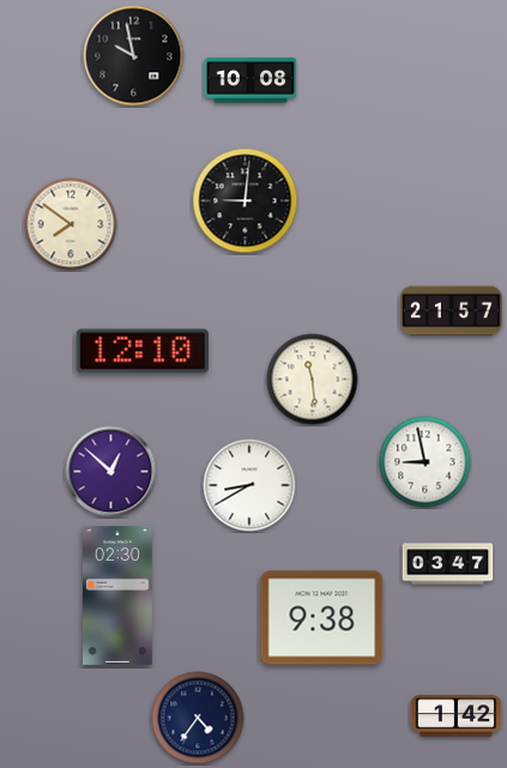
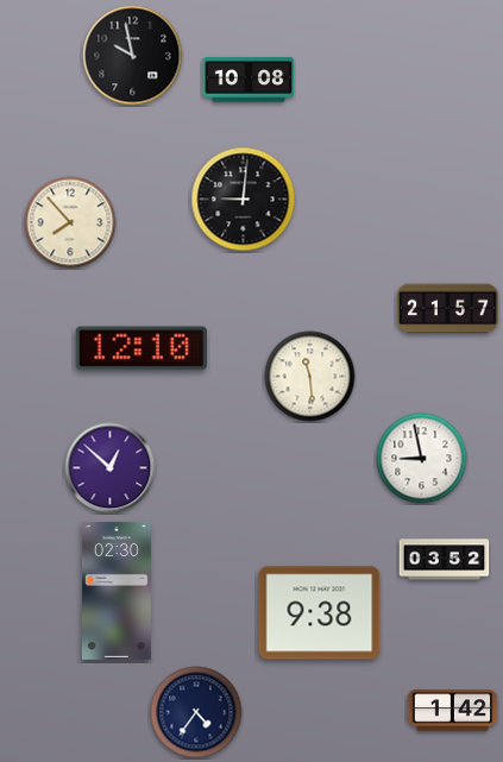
clock at (71, 224): 7:51 -> 7:53
clock at (249, 485): 8:40 -> none
clock at (448, 564): 03:47 -> 03:52
